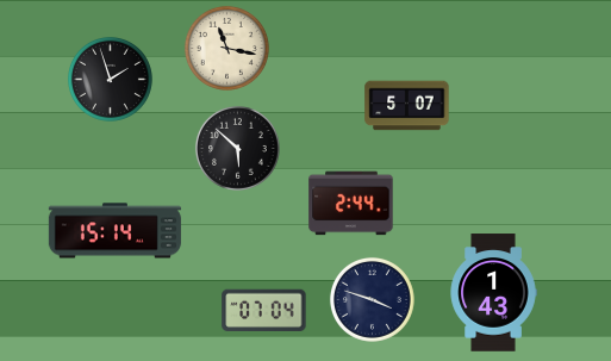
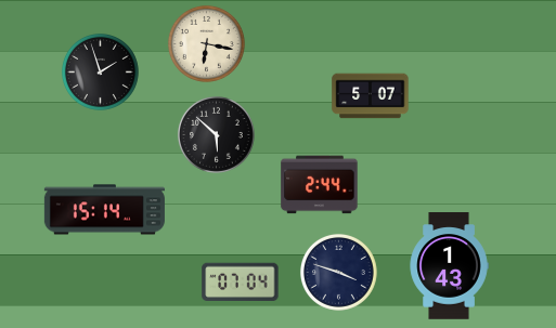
clock at (226, 48): 11:17 -> 6:17
